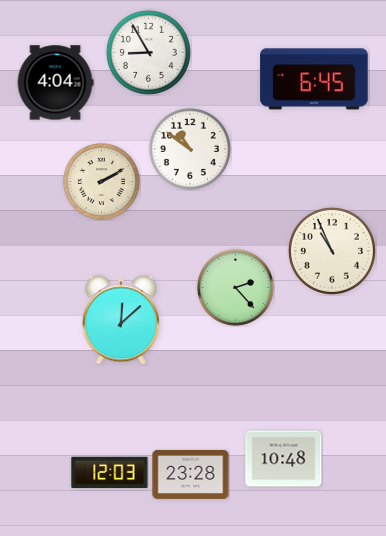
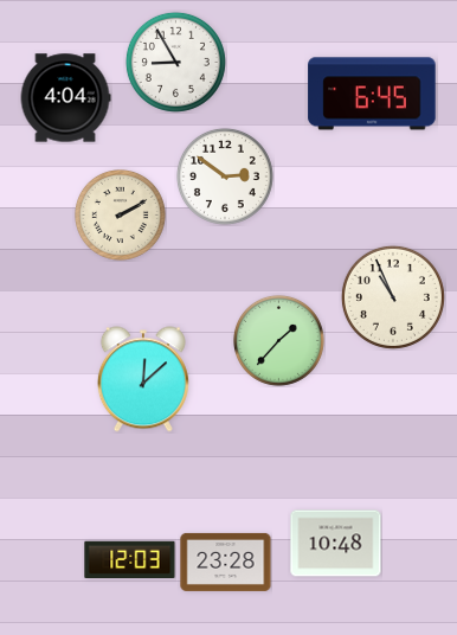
clock at (190, 149): 10:51 -> 2:51
clock at (235, 287): 2:23 -> 1:37
